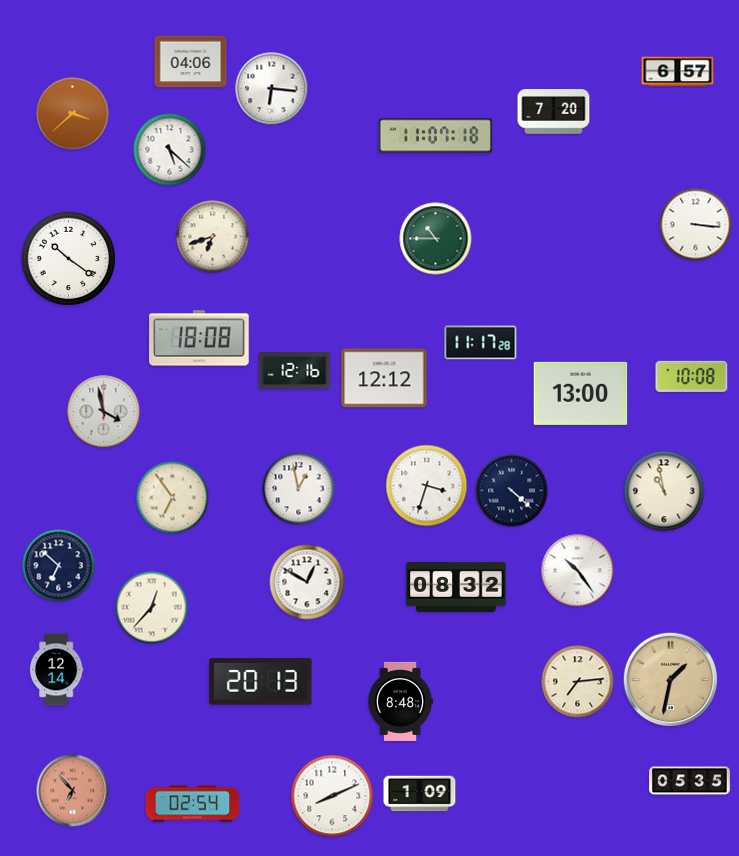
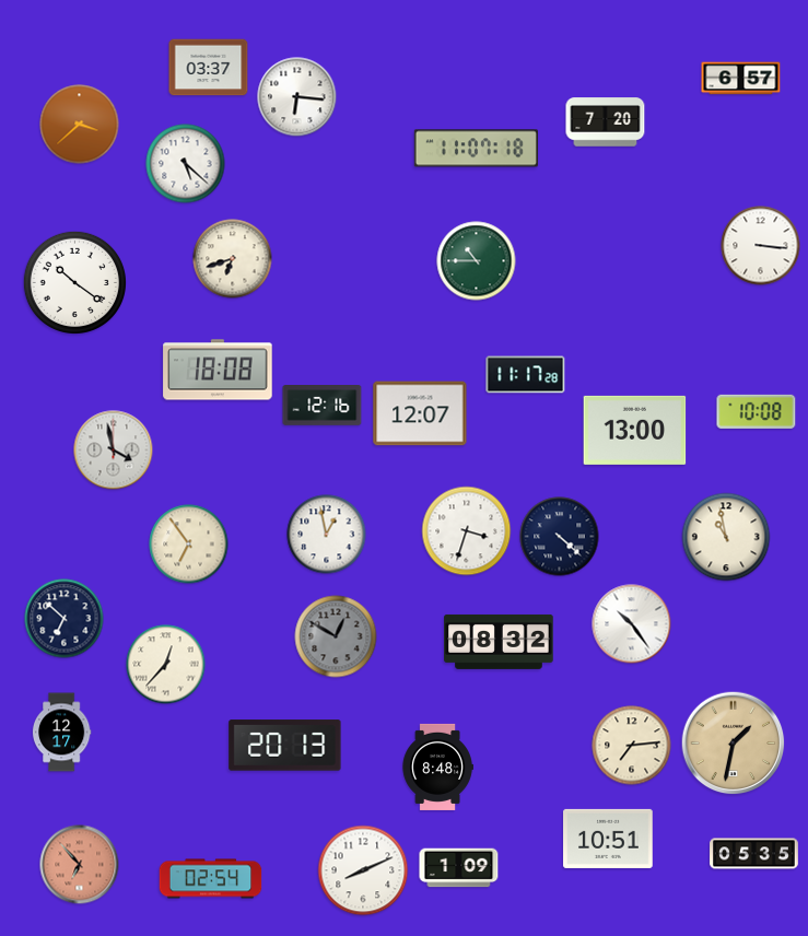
clock at (191, 62): 04:06 -> 03:37
clock at (384, 378): 12:12 -> 12:07
clock at (307, 582) dial: white -> grey
clock at (56, 670): 12:14 -> 12:17
clock at (608, 839): none -> 10:51
